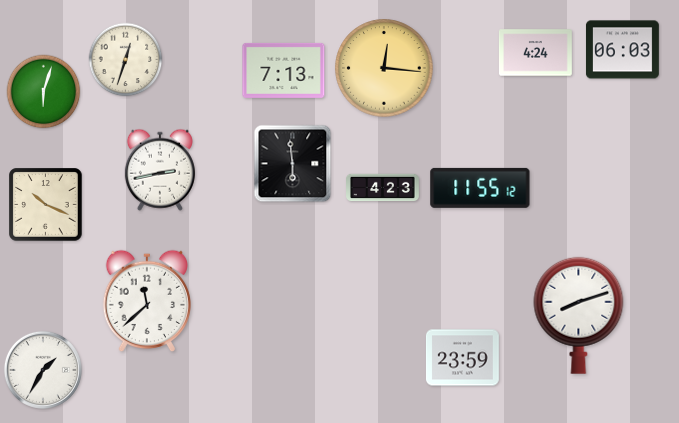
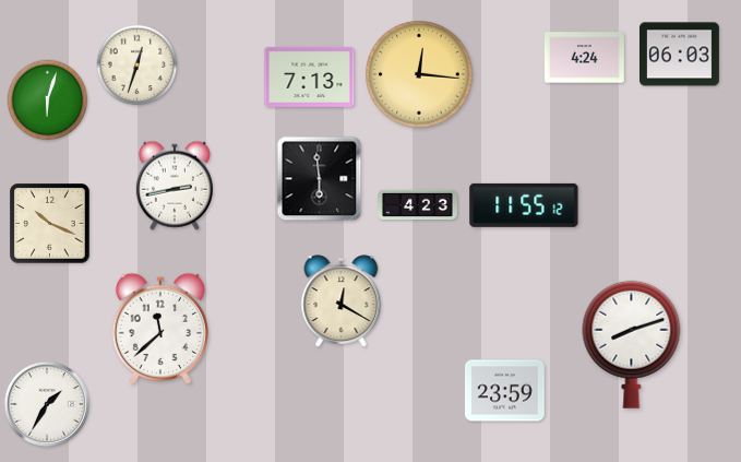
clock at (342, 301): none -> 12:20
